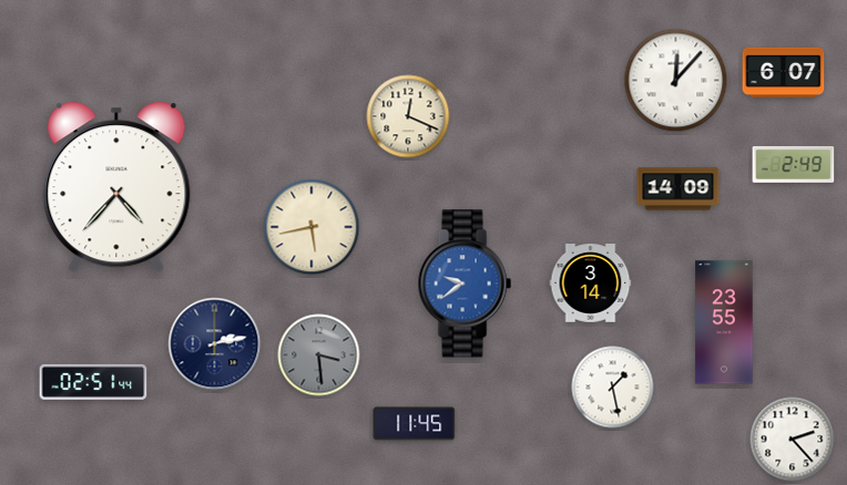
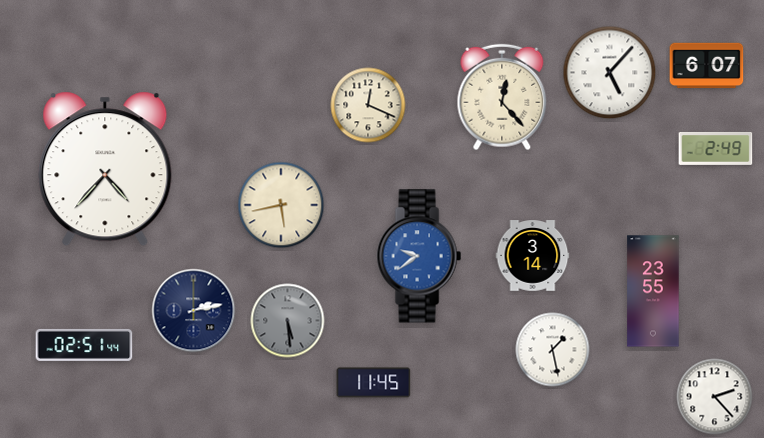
clock at (676, 81): 12:07 -> 5:07
clock at (502, 97): none -> 12:23
clock at (678, 189): 14:09 -> none
clock at (319, 355): 3:29 -> 5:29
